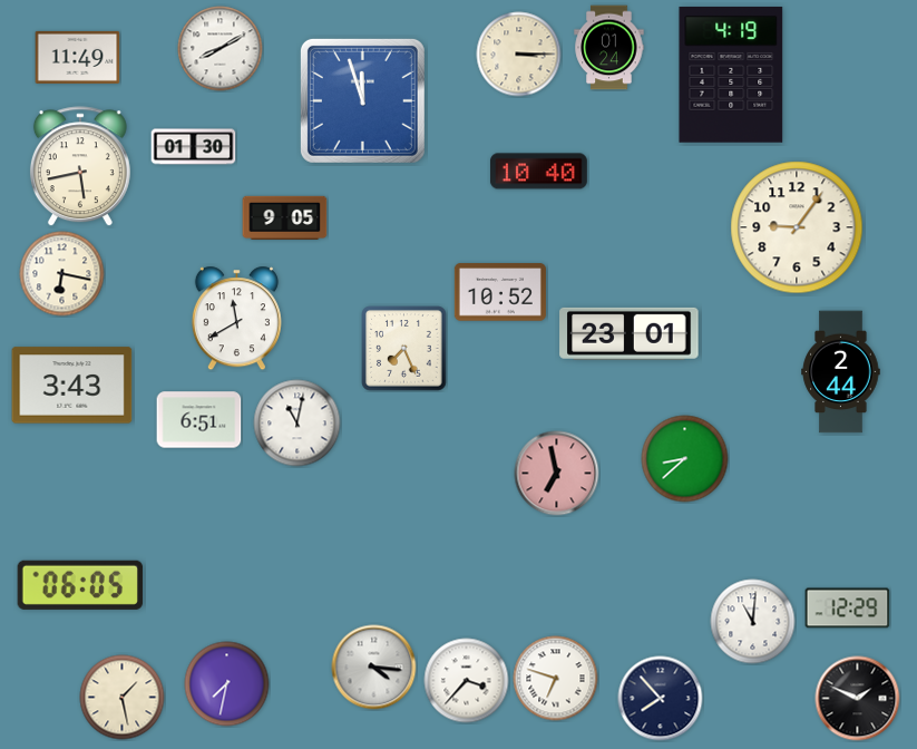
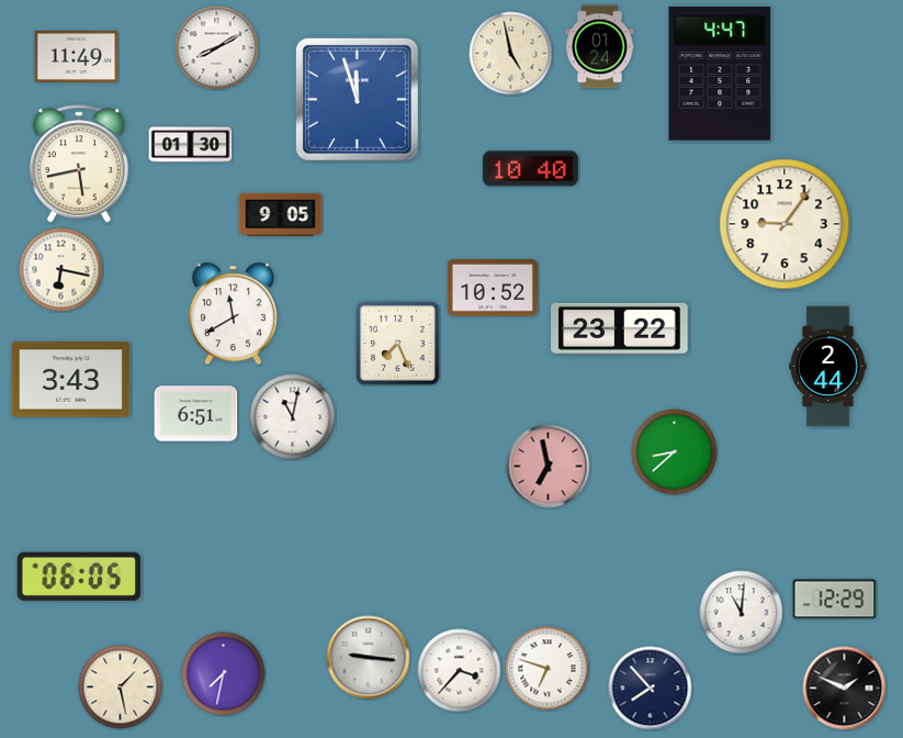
clock at (519, 55): 3:15 -> 4:58
clock at (731, 75): 4:19 -> 4:47
clock at (630, 333): 23:01 -> 23:22
clock at (374, 668): 4:16 -> 9:16
